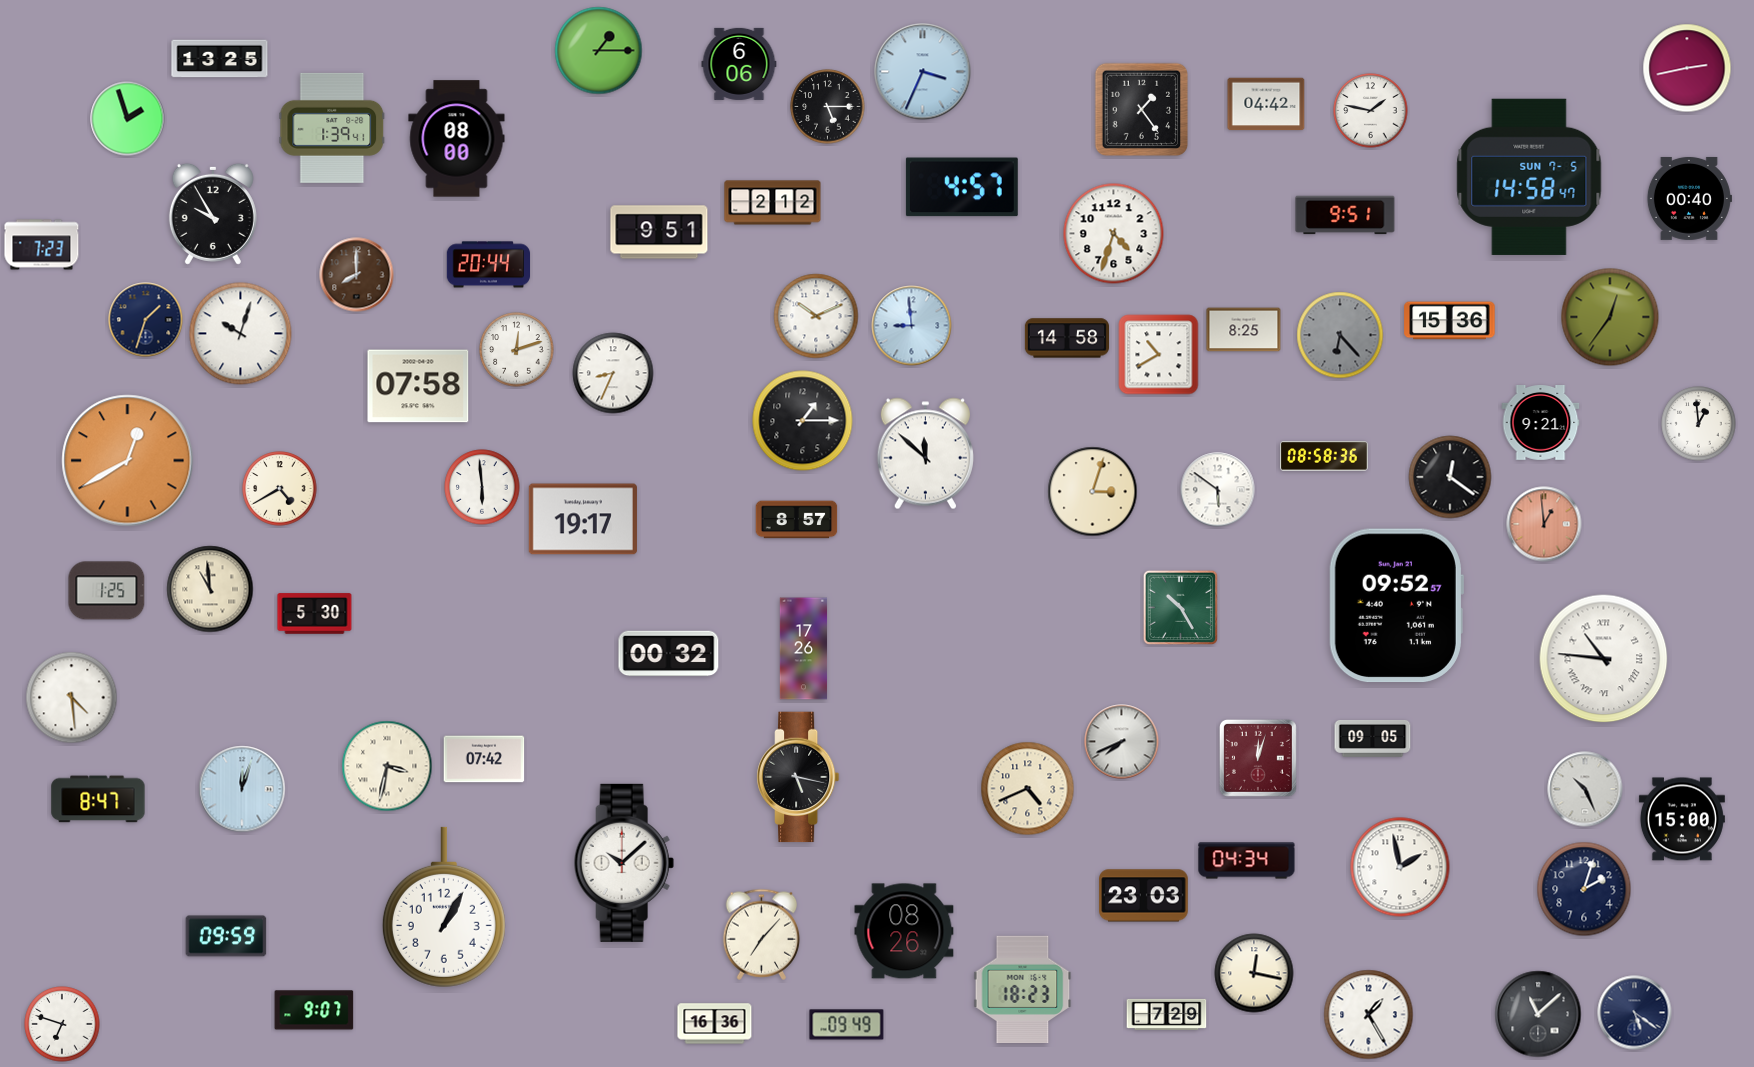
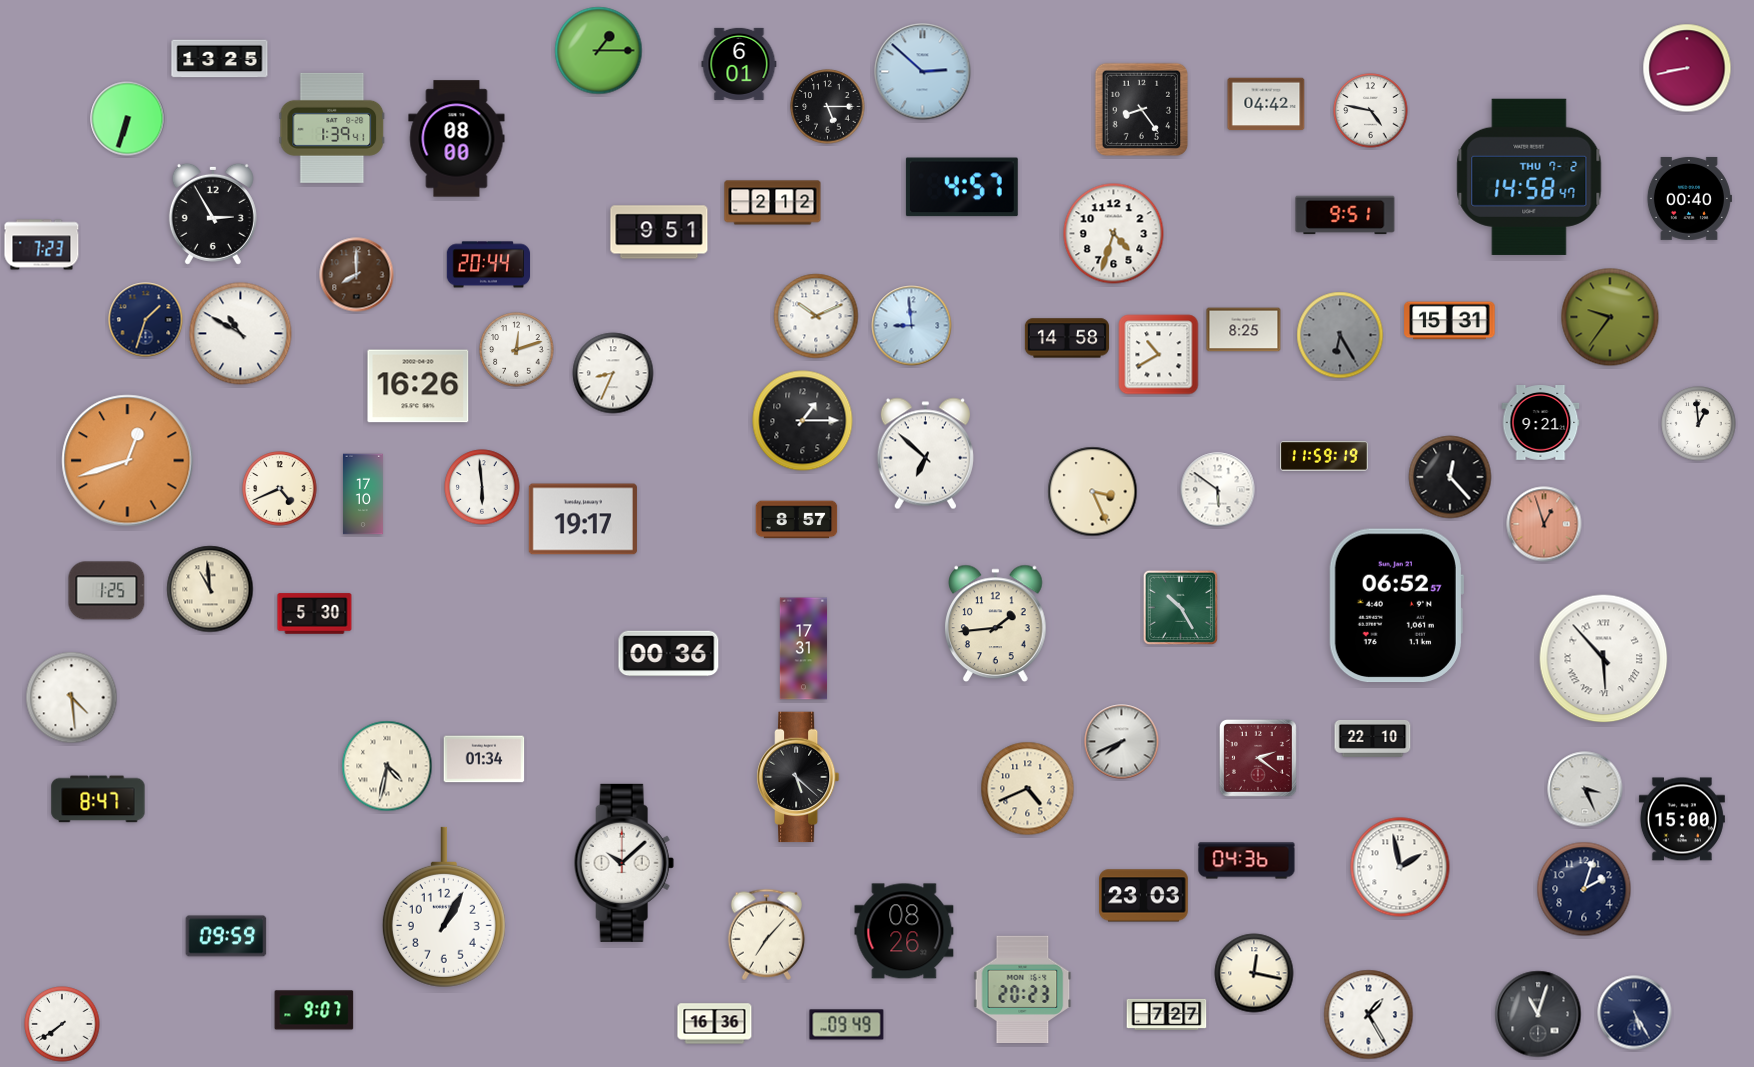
clock at (739, 64): 6:06 -> 6:01
clock at (1687, 68): 2:43 -> 8:43
clock at (923, 72): 3:34 -> 2:52
clock at (1142, 110): 1:24 -> 8:24
clock at (1371, 111): 1:47 -> 4:47
clock at (128, 119): 1:57 -> 6:33
clock at (1529, 177) date: SUN 7-5 -> THU 7-2
clock at (213, 214): 9:55 -> 2:55
clock at (1610, 317): 12:36 -> 9:36
clock at (1450, 321): 15:36 -> 15:31
clock at (241, 334): 10:03 -> 10:50
clock at (1340, 335): 6:23 -> 6:25
clock at (418, 386): 07:58 -> 16:26
clock at (925, 454): 11:52 -> 6:52
clock at (1325, 456): 08:58 -> 11:59
clock at (128, 461): 12:40 -> 12:42
clock at (1450, 477): 12:21 -> 12:23
clock at (280, 489): 4:40 -> 4:41
clock at (1093, 492): 3:03 -> 3:26
clock at (363, 494): none -> 17:10
clock at (1544, 524): 12:59 -> 12:57
clock at (1396, 606): 09:52 -> 06:52
clock at (996, 624): none -> 1:44
clock at (804, 649): 17:26 -> 17:31
clock at (669, 654): 00:32 -> 00:36
clock at (1604, 659): 10:46 -> 5:53
clock at (1373, 738): 09:05 -> 22:10
clock at (1258, 758): 12:03 -> 2:21
clock at (484, 759): 07:42 -> 01:34
clock at (387, 766): 3:32 -> 4:32
clock at (798, 777): 5:17 -> 5:22
clock at (242, 789): 12:03 -> none
clock at (1585, 789): 10:26 -> 3:26
clock at (1247, 861): 04:34 -> 04:36
clock at (762, 934) position: (762, 934) -> (767, 934)
clock at (1023, 989): 18:23 -> 20:23
clock at (1635, 1013): 5:21 -> 5:25
clock at (1167, 1014): 7:29 -> 7:27
clock at (1538, 1014): 11:08 -> 11:03
clock at (62, 1024): 6:48 -> 7:39
